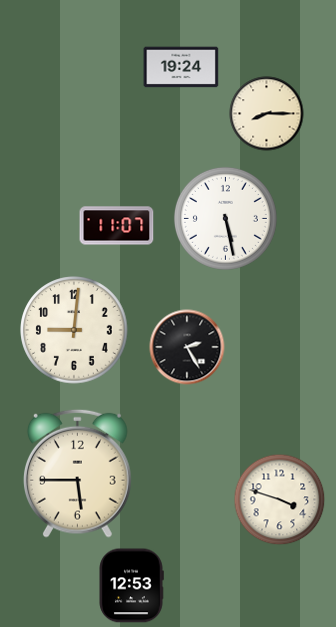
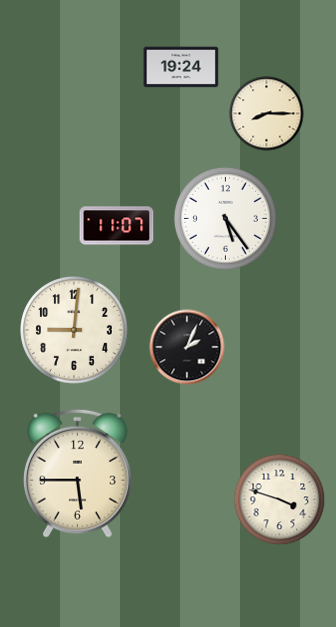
clock at (225, 218): 5:28 -> 5:24
clock at (187, 347): 2:25 -> 2:04
clock at (131, 586): 12:53 -> none
